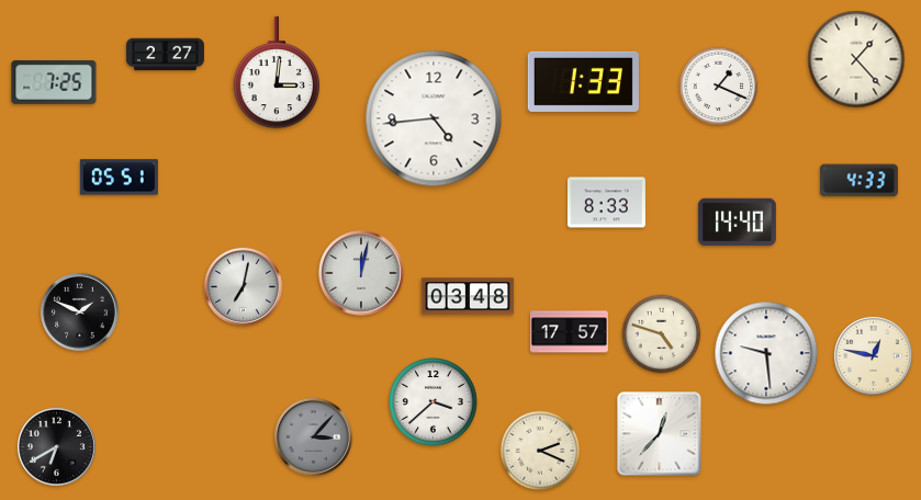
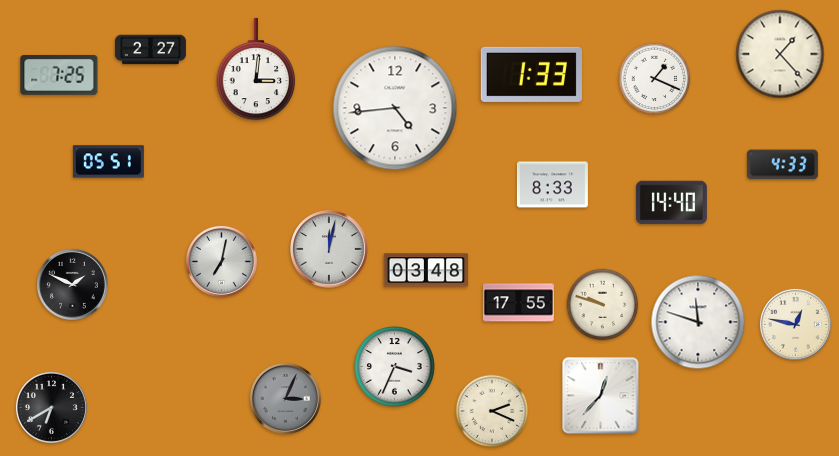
clock at (277, 72) position: (277, 72) -> (256, 69)
clock at (54, 82) position: (54, 82) -> (59, 75)
clock at (569, 332): 17:57 -> 17:55
clock at (662, 334): 4:48 -> 9:48
clock at (766, 353): 9:29 -> 11:48
clock at (434, 402): 3:38 -> 3:34
clock at (313, 436): 3:07 -> 3:04
